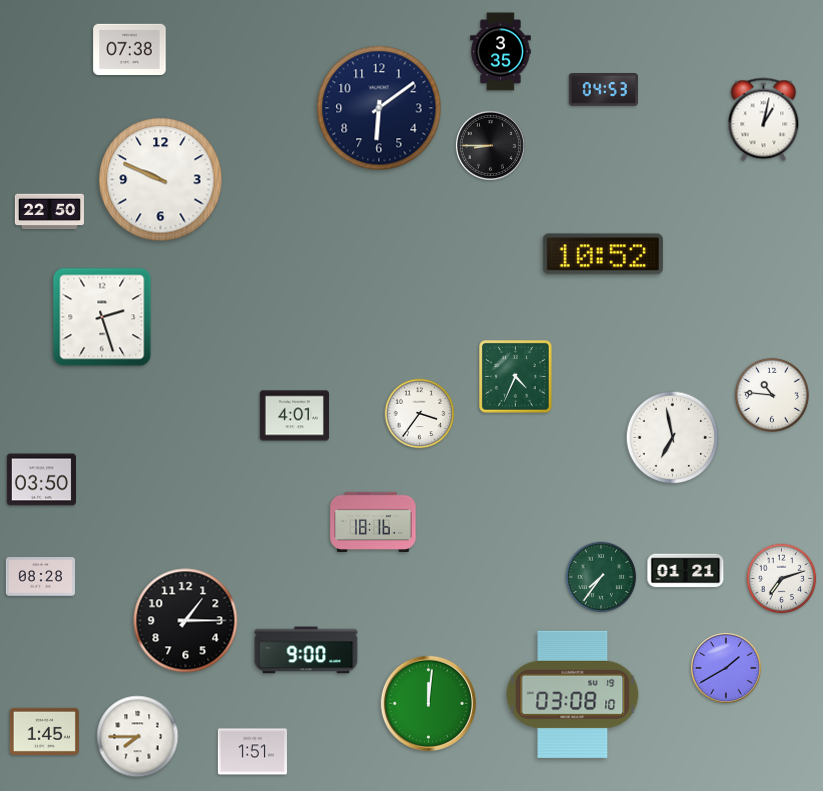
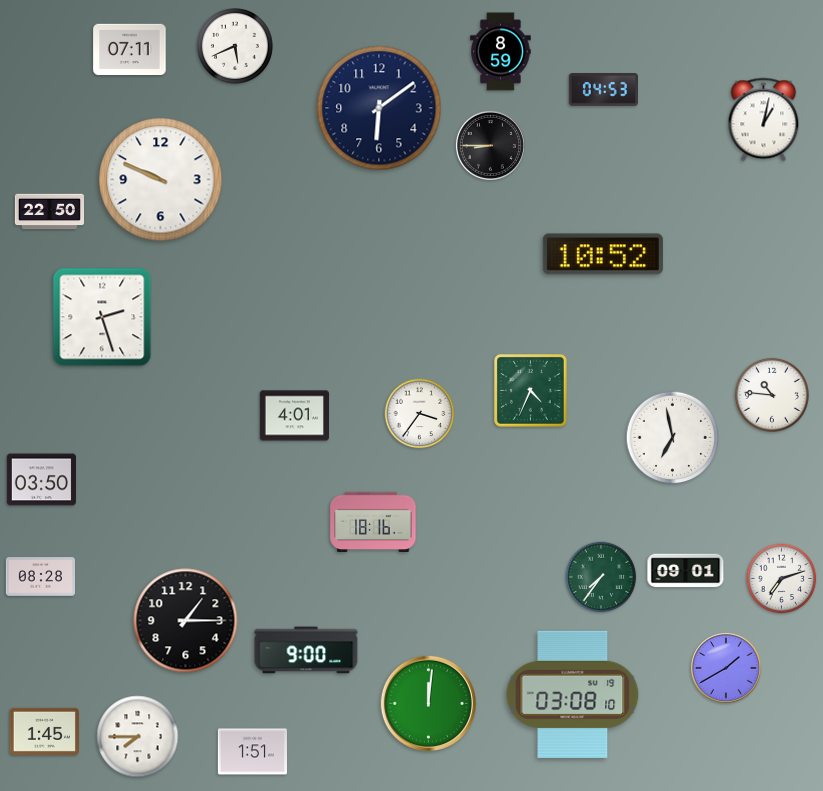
clock at (236, 47): none -> 5:41
clock at (130, 50): 07:38 -> 07:11
clock at (501, 52): 3:35 -> 8:59
clock at (516, 377) position: (516, 377) -> (531, 391)
clock at (686, 571): 01:21 -> 09:01
